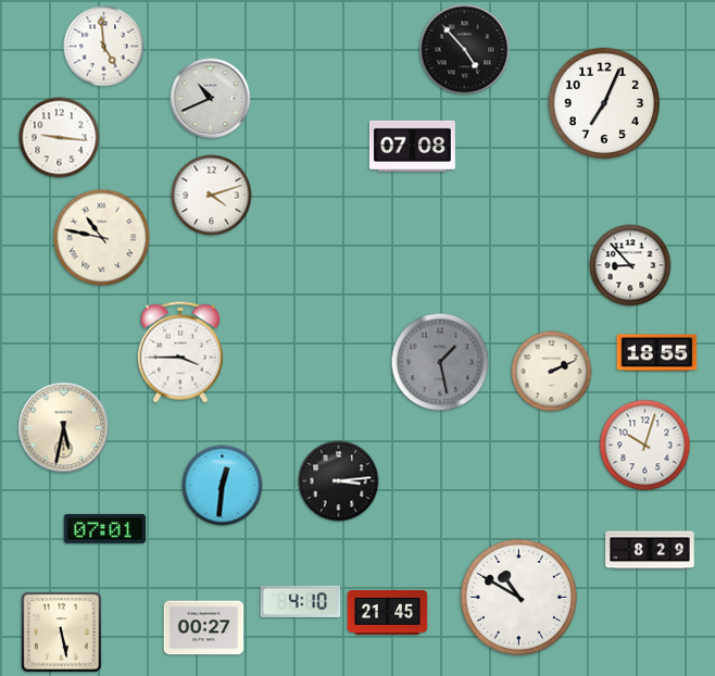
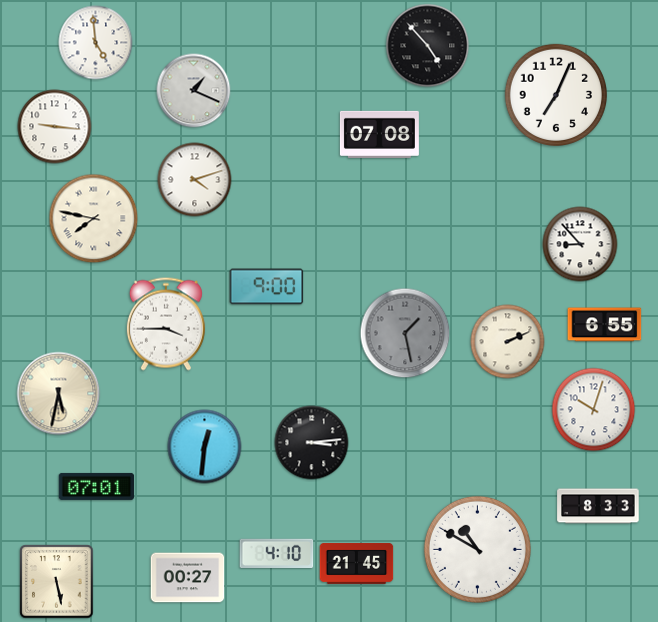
clock at (211, 99): 10:41 -> 1:19
clock at (102, 238): 10:47 -> 7:47
clock at (267, 287): none -> 9:00
clock at (657, 353): 18:55 -> 6:55
clock at (650, 550): 8:29 -> 8:33
